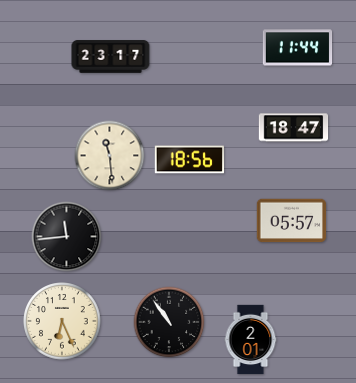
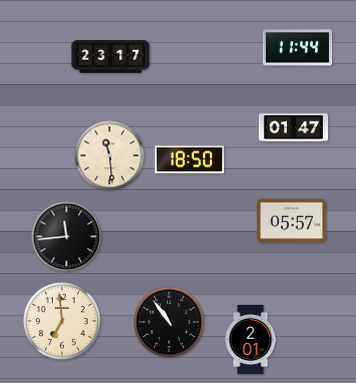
clock at (294, 128): 18:47 -> 01:47
clock at (190, 160): 18:56 -> 18:50
clock at (62, 321): 6:26 -> 6:59
